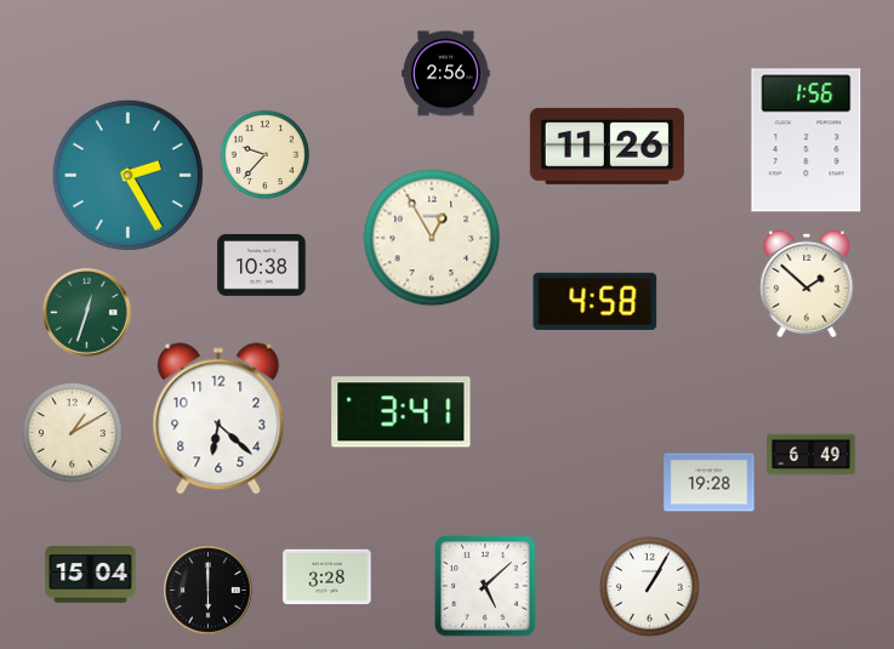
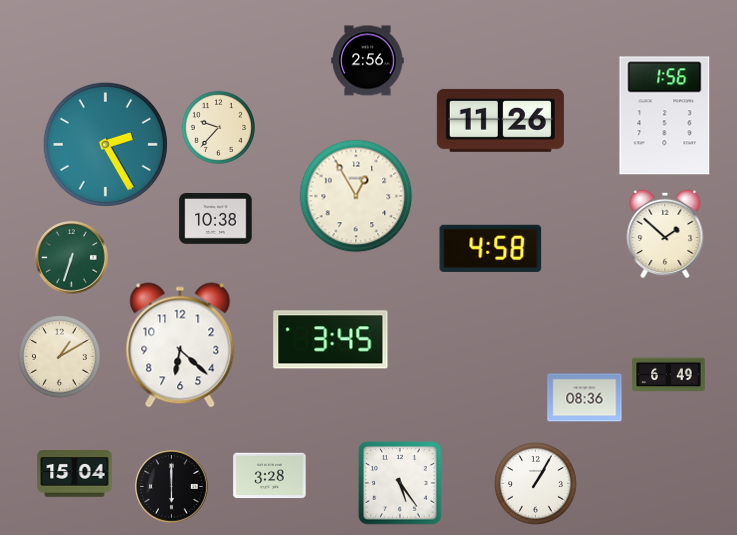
clock at (87, 313): 12:33 -> 6:33
clock at (402, 412): 3:41 -> 3:45
clock at (710, 483): 19:28 -> 08:36
clock at (485, 586): 5:08 -> 5:24
